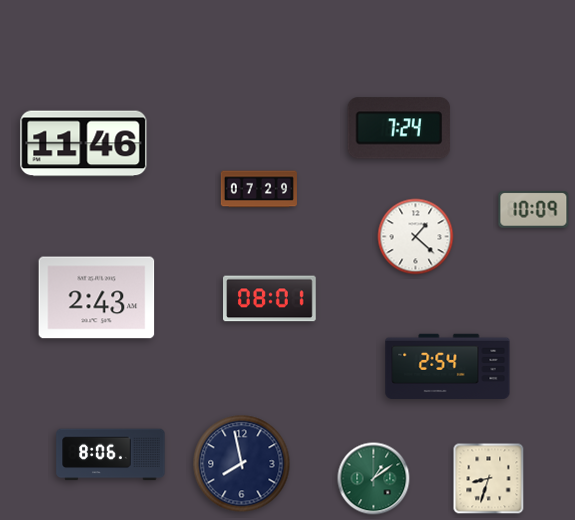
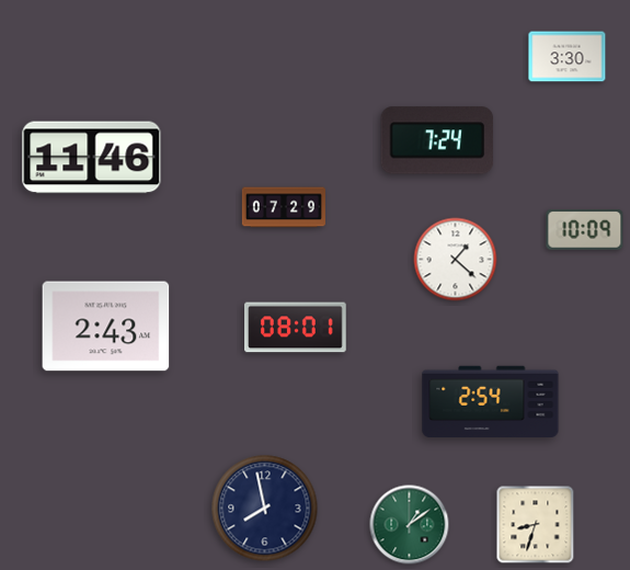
clock at (568, 57): none -> 3:30
clock at (111, 455): 8:06 -> none
